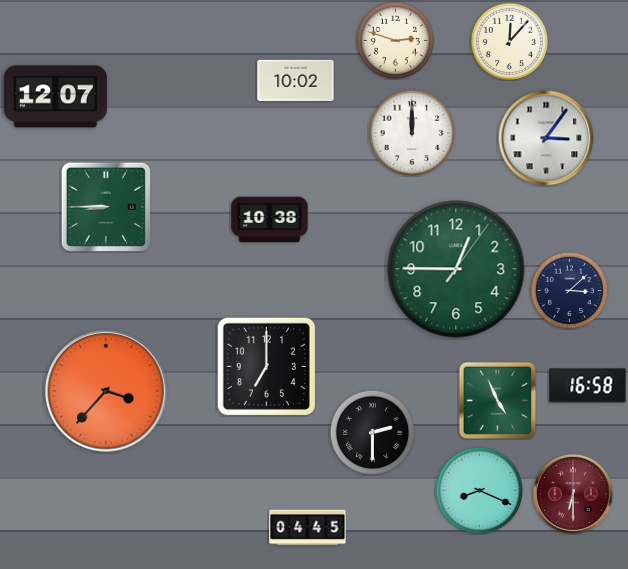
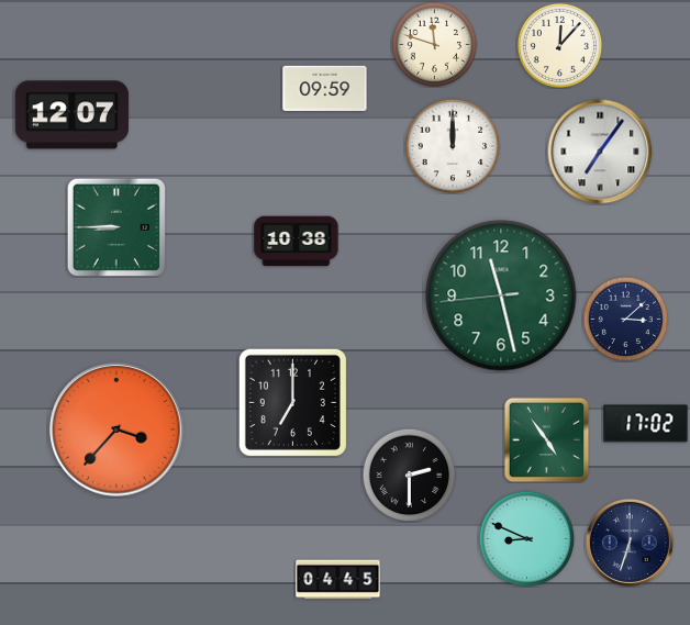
clock at (395, 40): 2:48 -> 11:48
clock at (296, 80): 10:02 -> 09:59
clock at (55, 97) position: (55, 97) -> (71, 115)
clock at (546, 138): 3:06 -> 7:06
clock at (456, 269): 12:45 -> 11:27
clock at (588, 386): 16:58 -> 17:02
clock at (497, 400): 4:56 -> 4:54
clock at (479, 490): 8:19 -> 8:49
clock at (573, 494): 6:30 -> 6:33
clock at (573, 494) dial: burgundy -> navy
